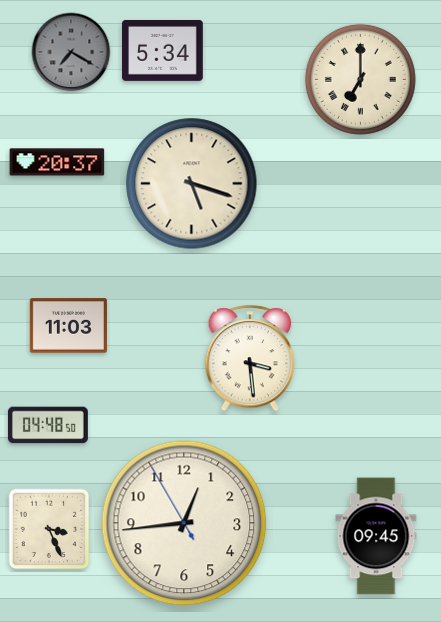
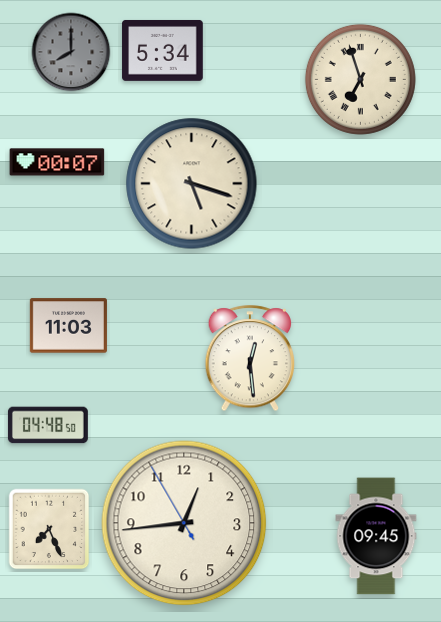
clock at (71, 52): 7:20 -> 8:00
clock at (360, 79): 7:00 -> 6:57
clock at (57, 162): 20:37 -> 00:07
clock at (250, 359): 3:29 -> 12:29
clock at (49, 529): 3:26 -> 7:26
